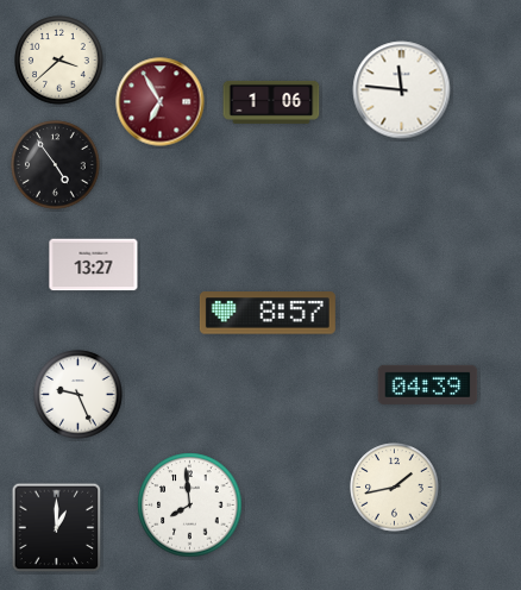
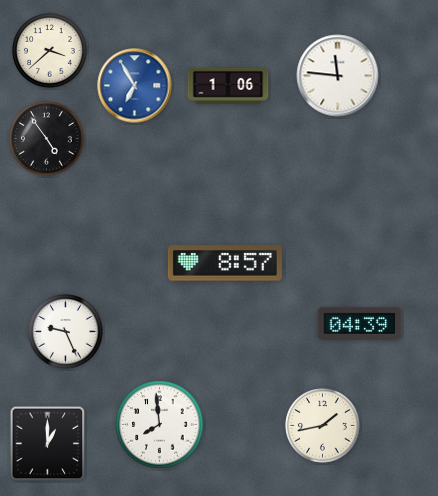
clock at (161, 102) dial: burgundy -> blue
clock at (94, 265): 13:27 -> none
clock at (395, 488) position: (395, 488) -> (323, 426)
